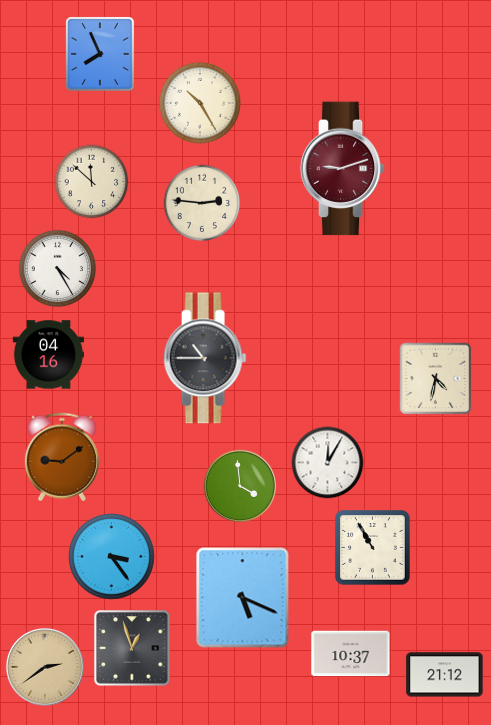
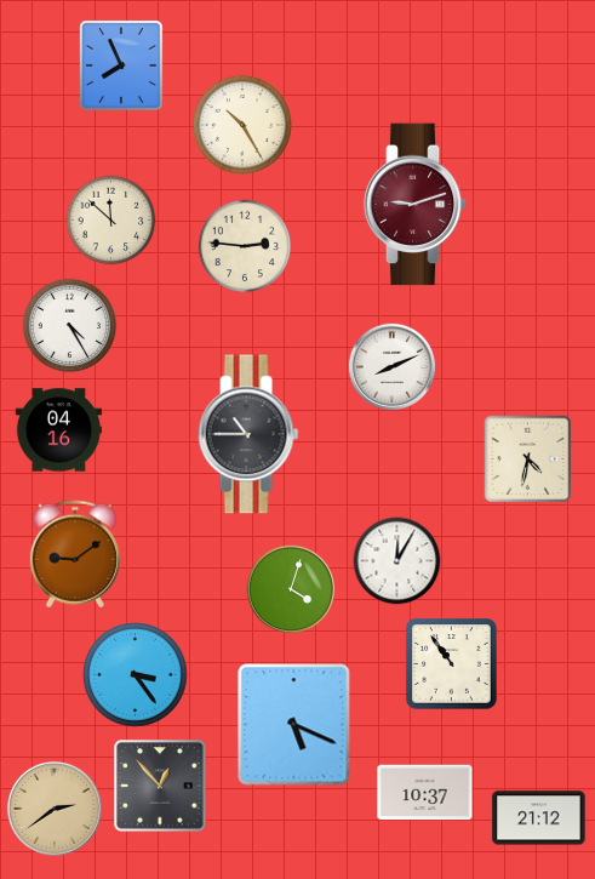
clock at (393, 367): none -> 8:11
clock at (239, 485): 3:59 -> 4:03
clock at (373, 548): 10:55 -> 10:54
clock at (132, 648): 12:57 -> 12:53
